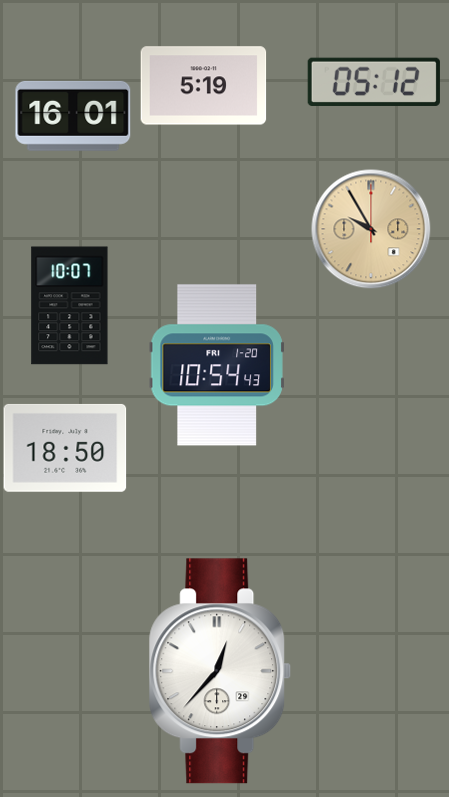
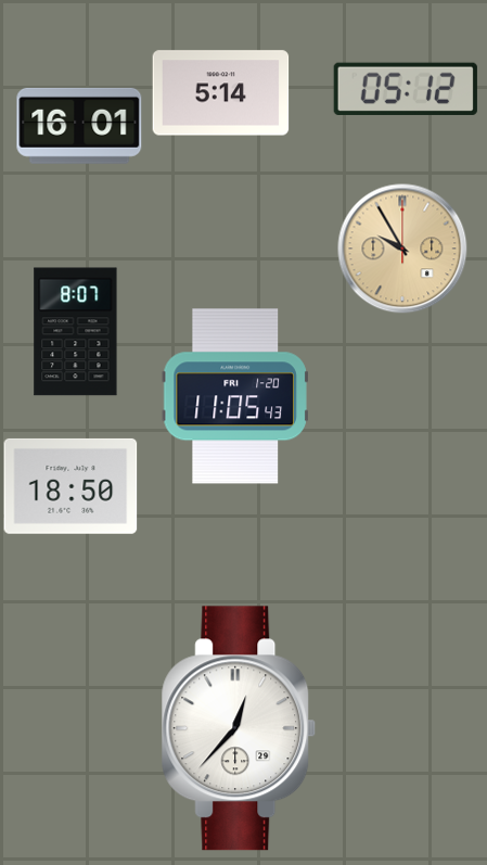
clock at (204, 86): 5:19 -> 5:14
clock at (70, 306): 10:07 -> 8:07
clock at (217, 365): 10:54 -> 11:05
